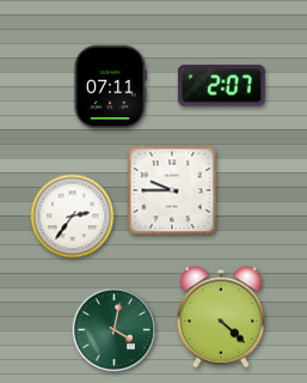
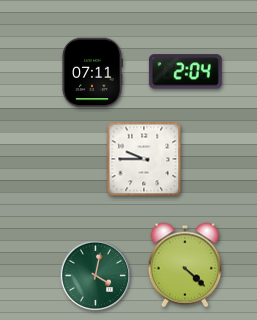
clock at (221, 86): 2:07 -> 2:04
clock at (73, 217): 2:36 -> none
